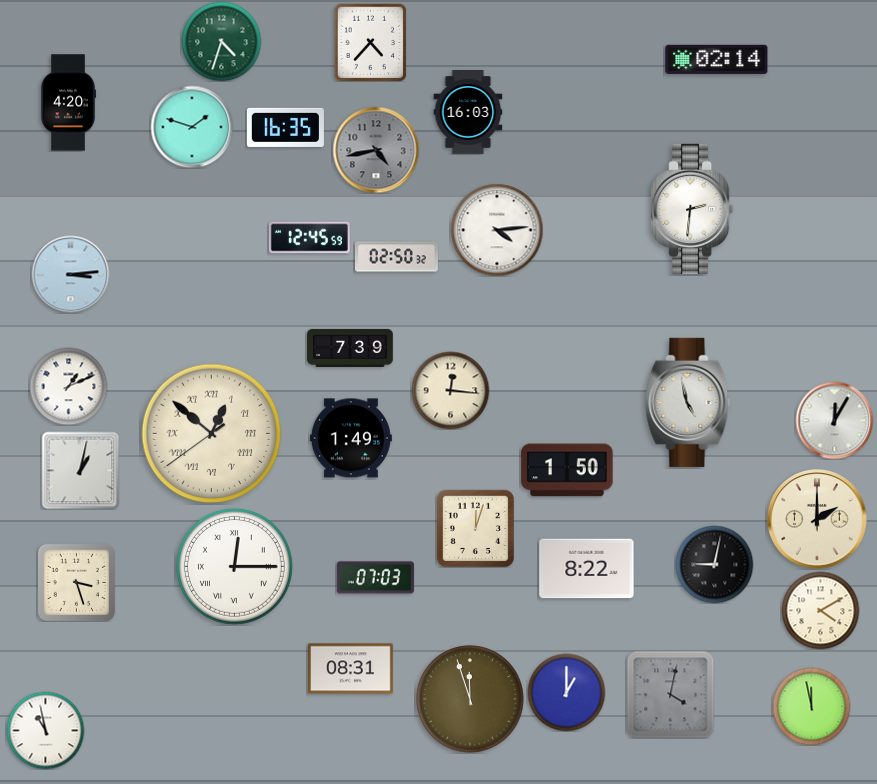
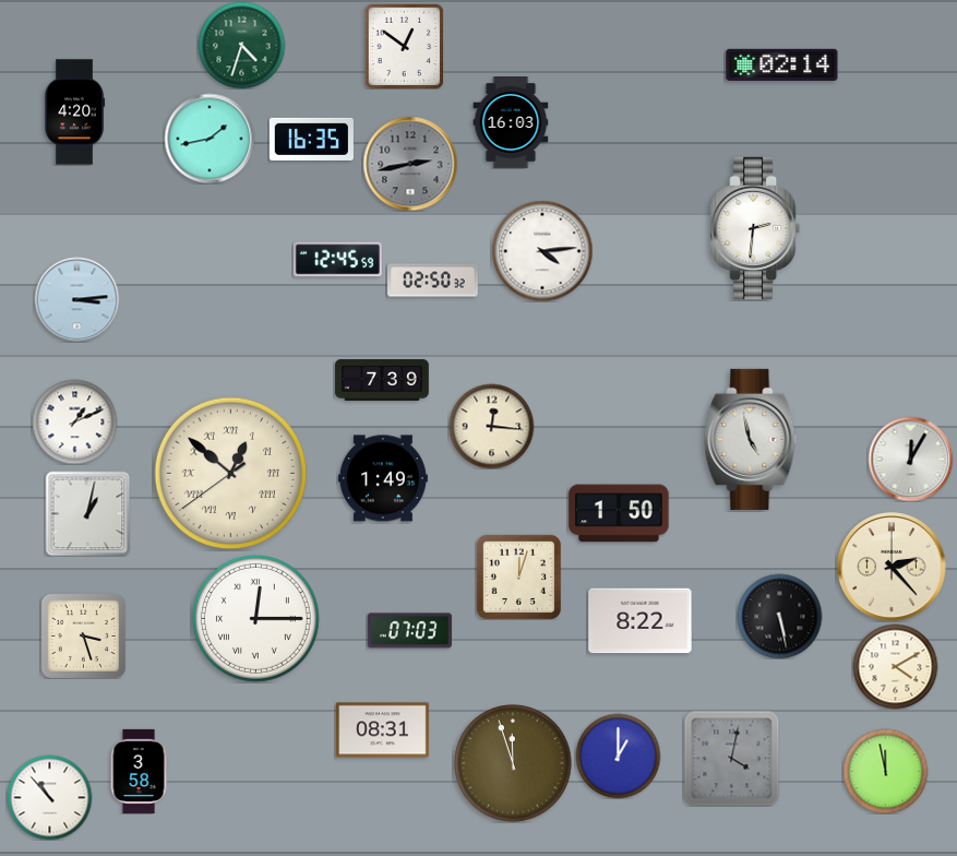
clock at (371, 42): 4:37 -> 12:51
clock at (192, 127): 1:48 -> 1:43
clock at (376, 150): 4:43 -> 2:43
clock at (817, 519): 2:00 -> 2:23
clock at (714, 564): 9:02 -> 5:28
clock at (139, 771): none -> 3:58
clock at (45, 730): 10:58 -> 10:53
